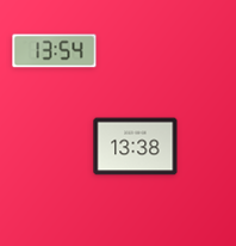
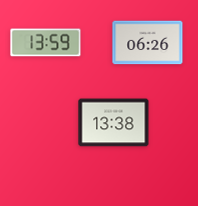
clock at (55, 51): 13:54 -> 13:59
clock at (148, 43): none -> 06:26
